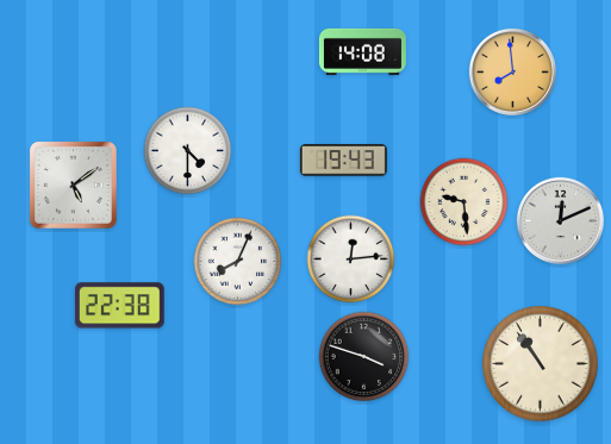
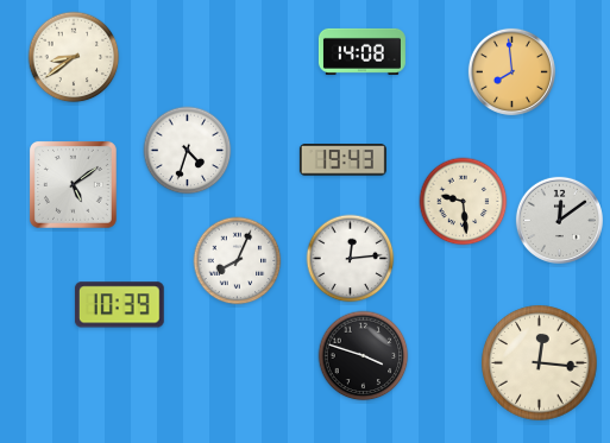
clock at (74, 57): none -> 8:39
clock at (188, 151): 4:30 -> 4:33
clock at (560, 220): 12:11 -> 12:09
clock at (119, 306): 22:38 -> 10:39
clock at (541, 364): 10:54 -> 12:16
